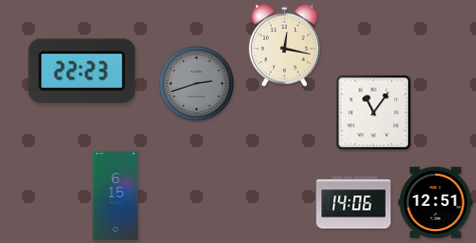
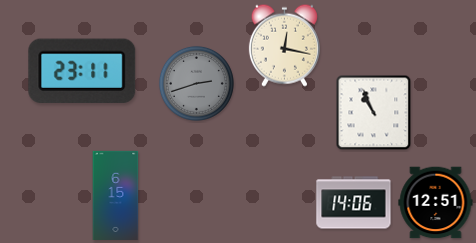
clock at (82, 71): 22:23 -> 23:11
clock at (374, 113): 11:06 -> 10:56
